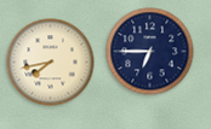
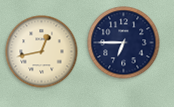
clock at (51, 63): 7:43 -> 12:43
